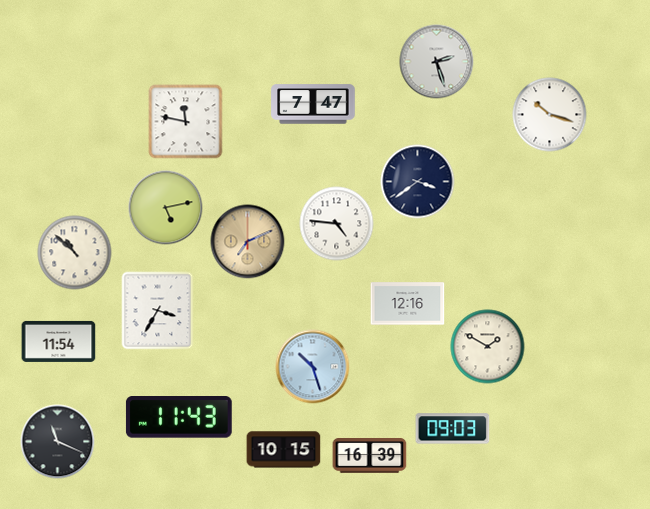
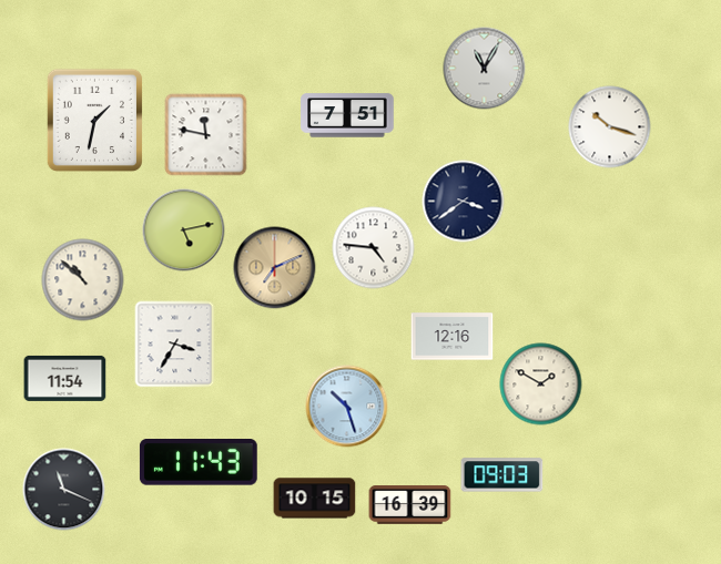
clock at (437, 62): 2:27 -> 11:05
clock at (313, 104): 7:47 -> 7:51
clock at (94, 120): none -> 1:32
